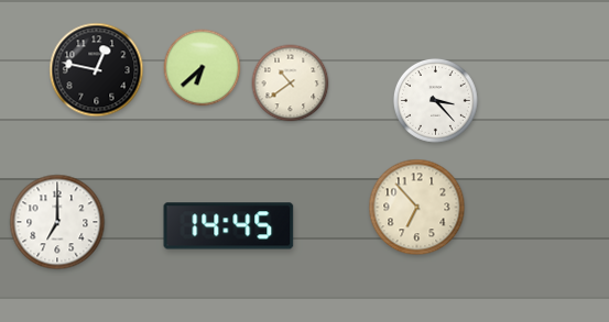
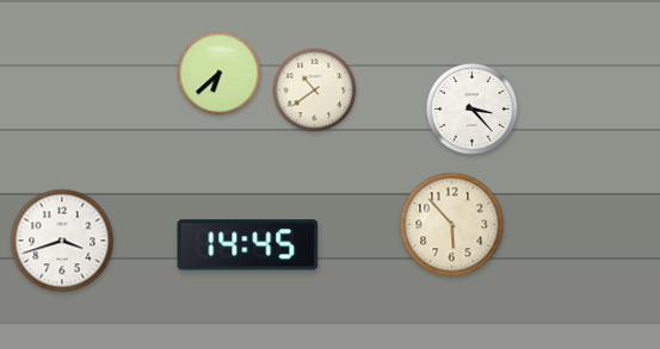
clock at (97, 70): 12:47 -> none
clock at (417, 208): 6:53 -> 5:53
clock at (57, 222): 7:00 -> 3:42
